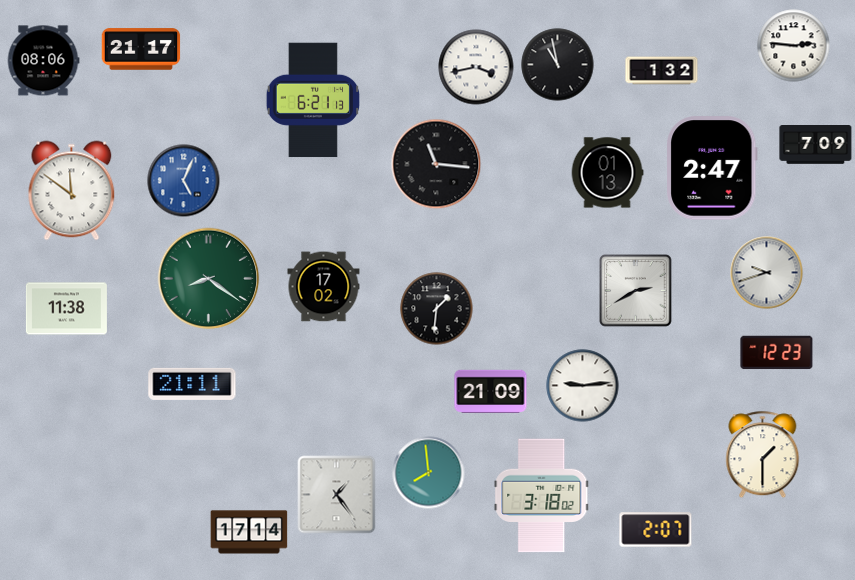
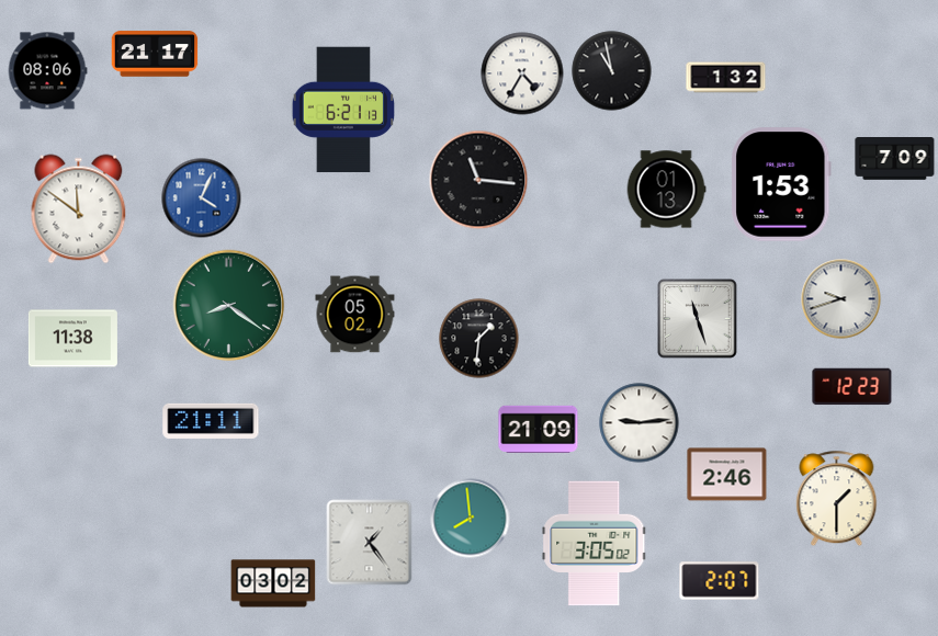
clock at (794, 46): 2:46 -> none
clock at (43, 61) position: (43, 61) -> (47, 71)
clock at (476, 67): 3:43 -> 4:35
clock at (712, 168): 2:47 -> 1:53
clock at (184, 181): 5:04 -> 4:04
clock at (324, 287): 17:02 -> 05:02
clock at (636, 291): 2:40 -> 11:27
clock at (727, 475): none -> 2:46
clock at (542, 496): 3:18 -> 3:05
clock at (249, 532): 17:14 -> 03:02
